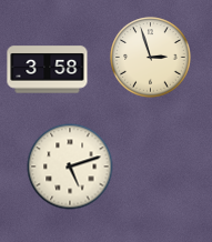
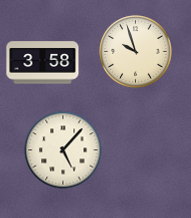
clock at (151, 58): 2:57 -> 9:57
clock at (70, 167): 5:12 -> 5:07
